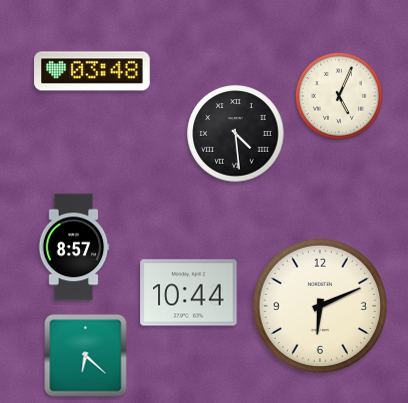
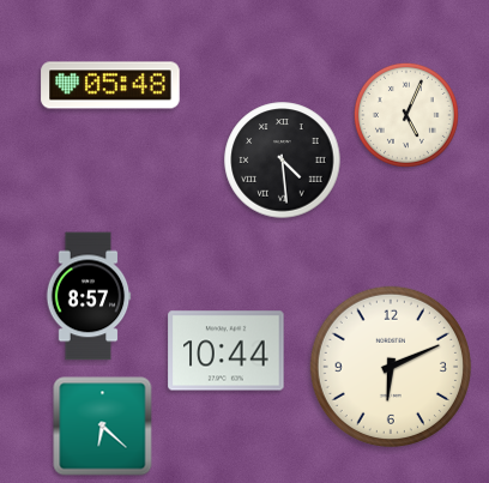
clock at (92, 71): 03:48 -> 05:48
clock at (320, 306) position: (320, 306) -> (391, 367)
